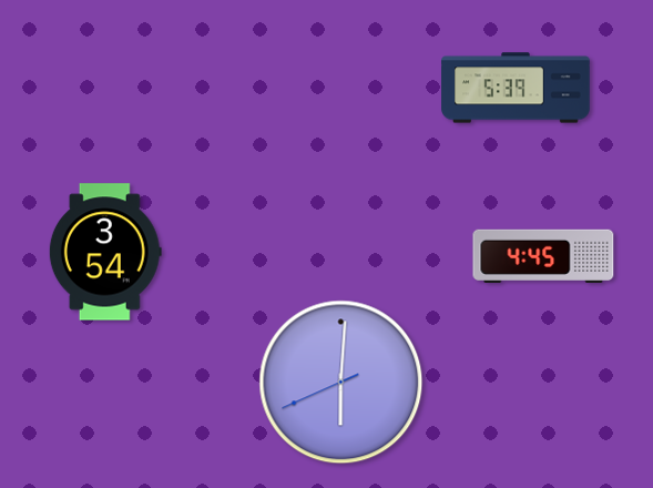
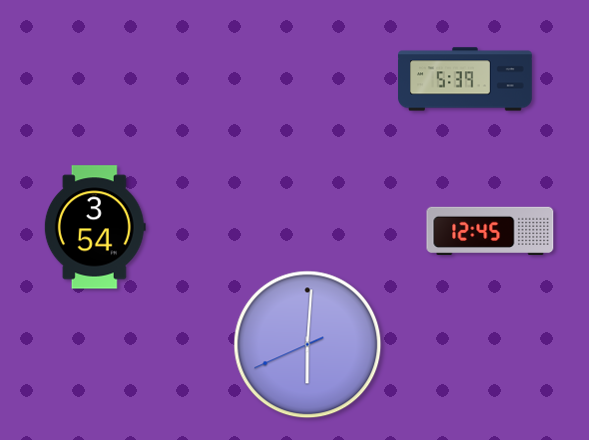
clock at (543, 256): 4:45 -> 12:45
